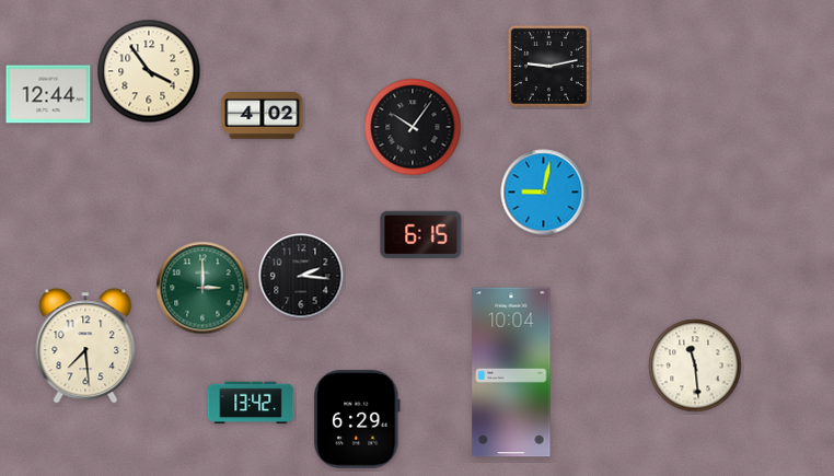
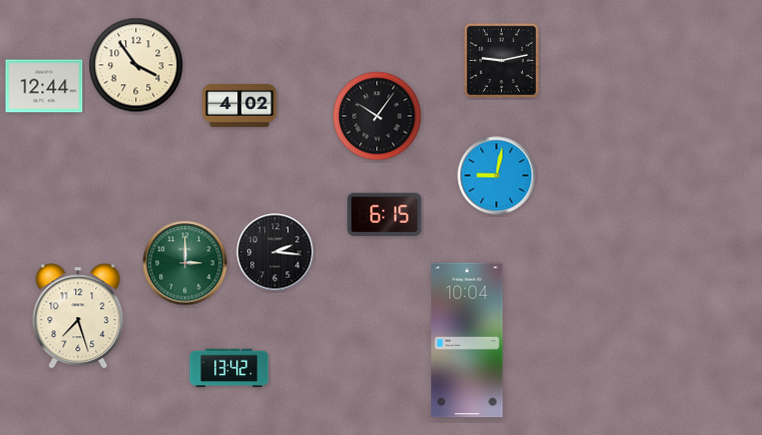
clock at (85, 346): 7:29 -> 7:27
clock at (695, 365): 11:29 -> none
clock at (358, 419): 6:29 -> none
